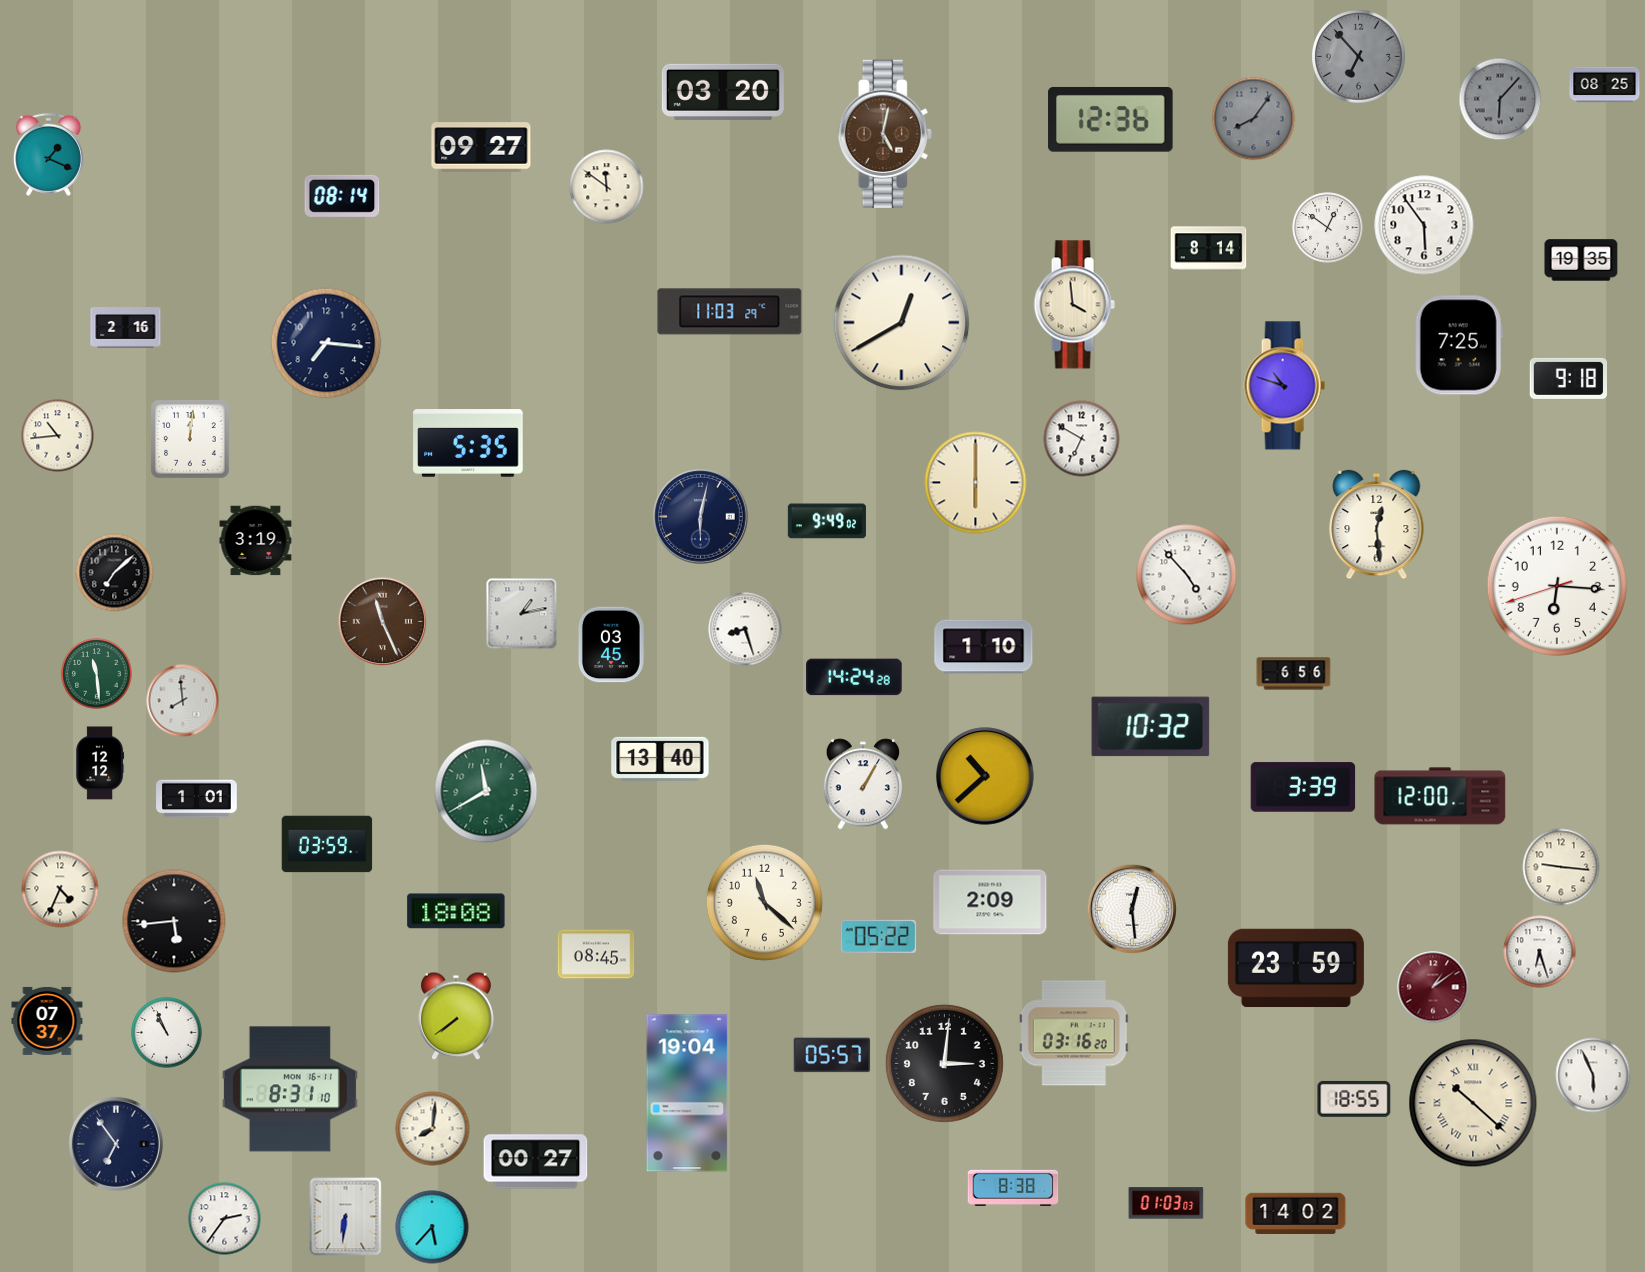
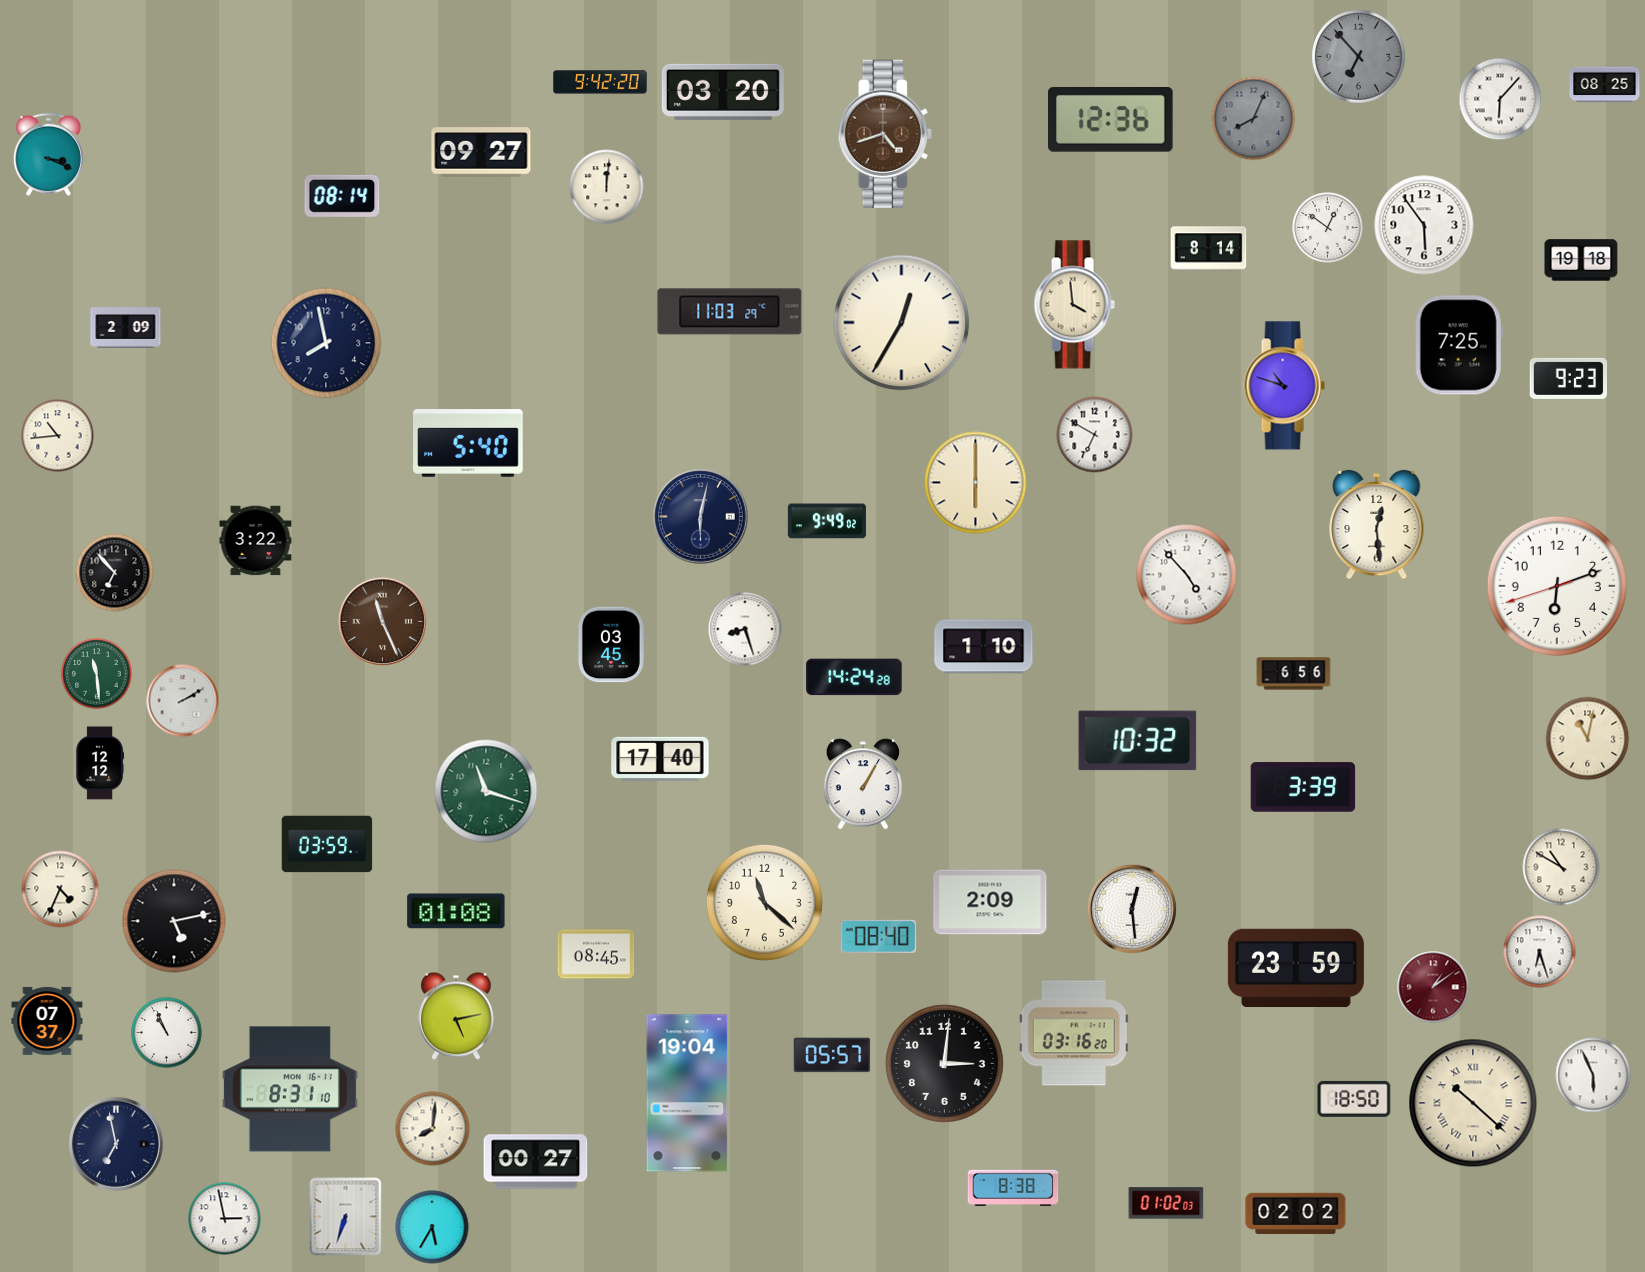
clock at (600, 82): none -> 9:42
clock at (1500, 99) dial: grey -> white
clock at (1254, 119): 8:06 -> 8:04
clock at (885, 133): 5:02 -> 4:42
clock at (481, 147) position: (481, 147) -> (481, 152)
clock at (48, 154): 1:19 -> 3:19
clock at (607, 187): 11:51 -> 12:01
clock at (1581, 260): 19:35 -> 19:18
clock at (902, 323): 12:40 -> 12:35
clock at (126, 328): 2:16 -> 2:09
clock at (326, 343): 7:16 -> 7:58
clock at (1568, 378): 9:18 -> 9:23
clock at (190, 439): 12:01 -> none
clock at (1082, 439) position: (1082, 439) -> (1095, 435)
clock at (468, 443): 5:35 -> 5:40
clock at (256, 541): 3:19 -> 3:22
clock at (115, 573): 7:08 -> 6:53
clock at (1557, 586): 6:15 -> 6:11
clock at (522, 614): 1:13 -> none
clock at (183, 701): 7:59 -> 2:10
clock at (1151, 727) position: (1151, 727) -> (1138, 741)
clock at (1588, 739): none -> 11:02
clock at (660, 759): 13:40 -> 17:40
clock at (985, 776): 10:38 -> none
clock at (486, 791): 11:40 -> 11:18
clock at (1440, 796): 12:00 -> none
clock at (197, 799): 1:01 -> none
clock at (1561, 867): 9:16 -> 10:50
clock at (456, 911): 18:08 -> 01:08
clock at (174, 921): 5:44 -> 5:13
clock at (879, 936): 05:22 -> 08:40
clock at (456, 1016): 7:39 -> 5:13
clock at (1354, 1099): 18:55 -> 18:50
clock at (116, 1144): 6:54 -> 6:58
clock at (1166, 1203): 01:03 -> 01:02
clock at (1296, 1213): 14:02 -> 02:02
clock at (346, 1217): 6:31 -> 6:33
clock at (225, 1219): 2:36 -> 2:58
clock at (432, 1227): 5:37 -> 5:35
